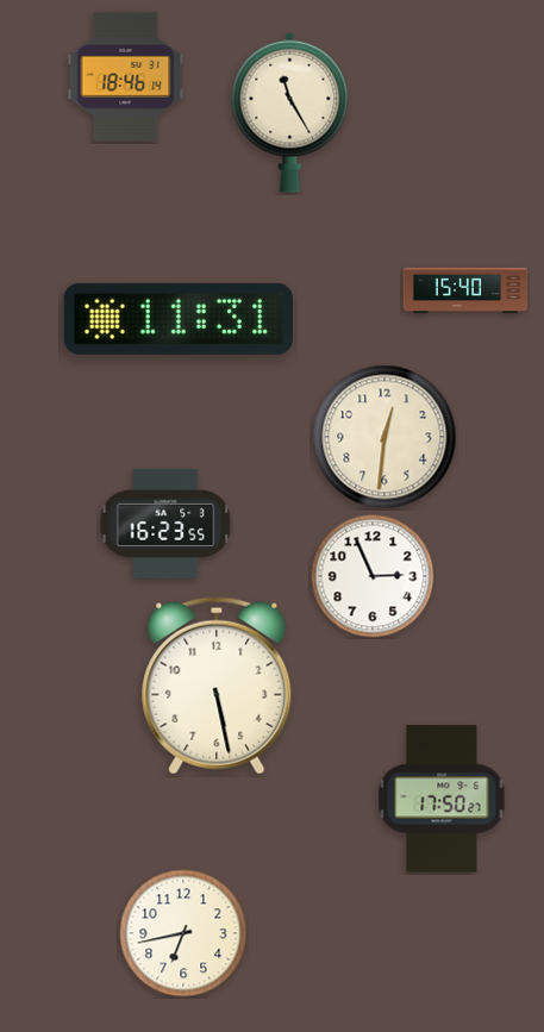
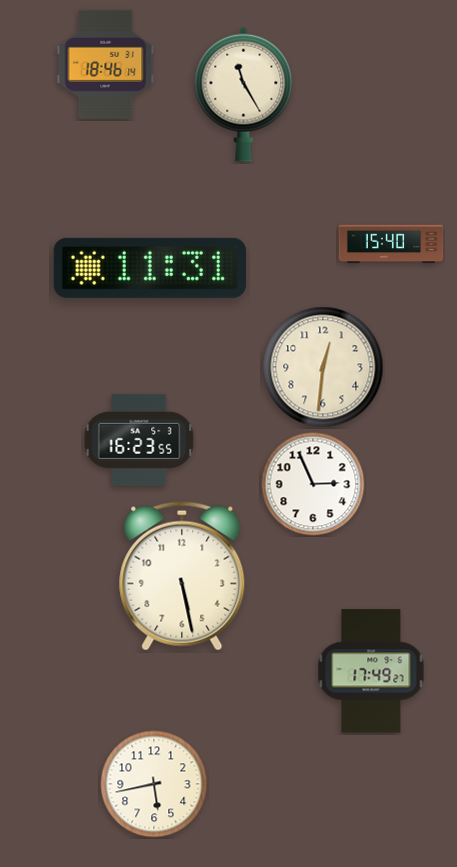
clock at (442, 799): 17:50 -> 17:49
clock at (183, 933): 6:43 -> 5:43
